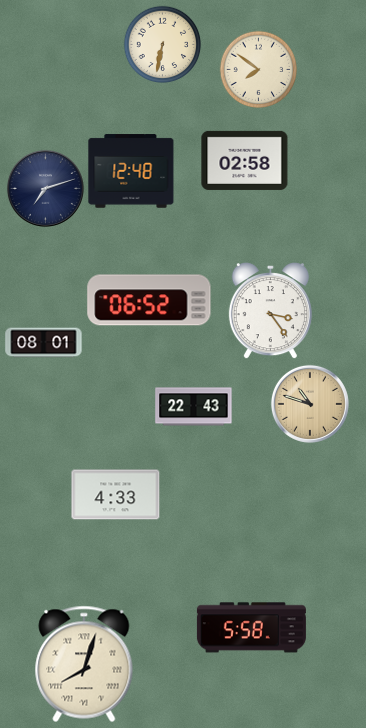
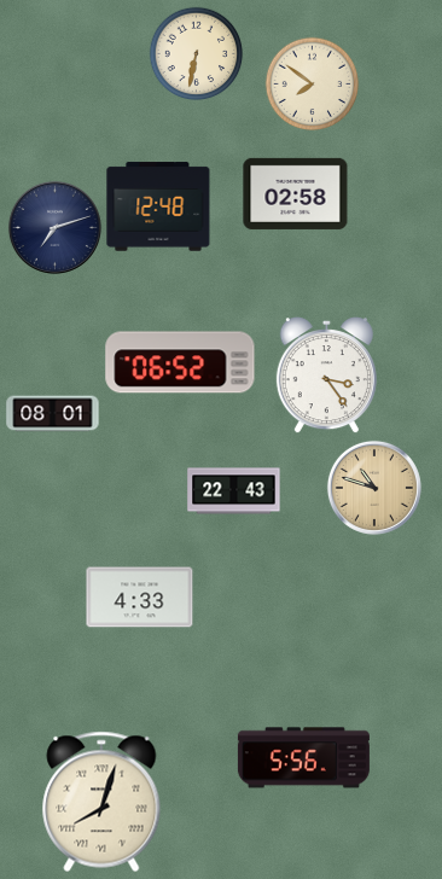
clock at (251, 628): 5:58 -> 5:56
